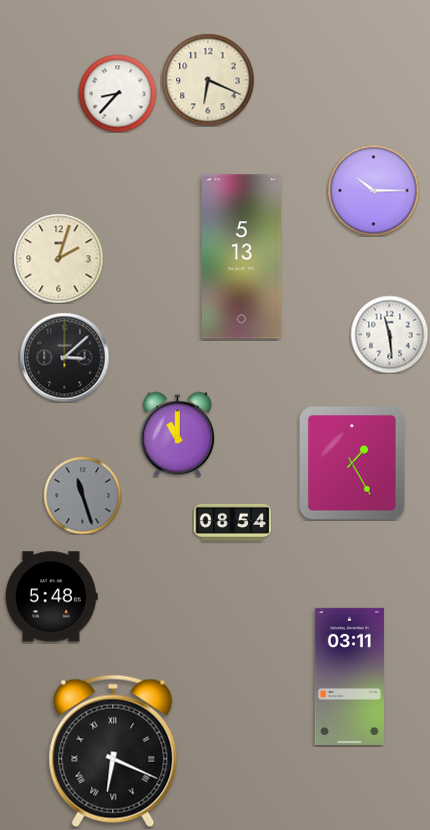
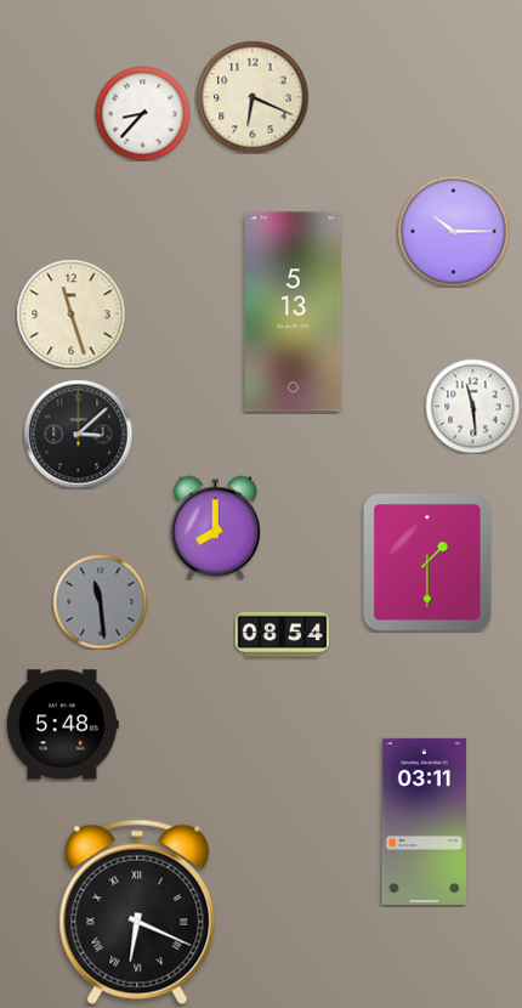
clock at (58, 258): 2:03 -> 11:27
clock at (177, 434): 11:00 -> 8:00
clock at (352, 464): 1:25 -> 1:30
clock at (82, 495): 11:27 -> 11:29
